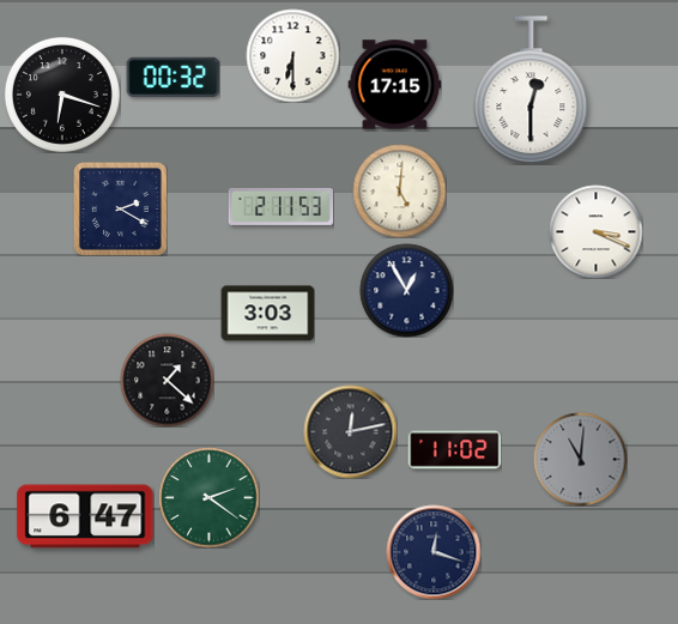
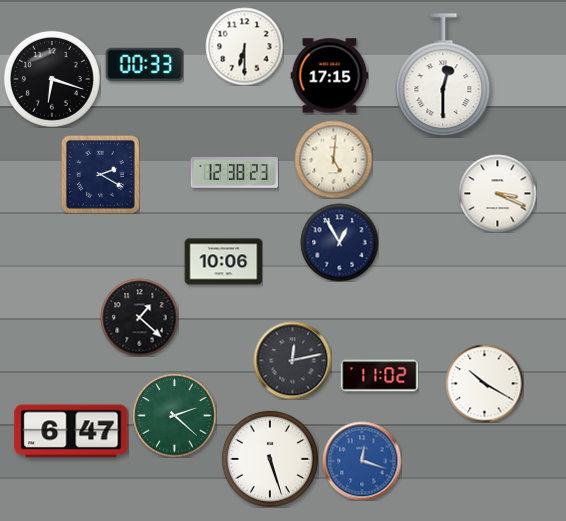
clock at (172, 77): 00:32 -> 00:33
clock at (394, 85) position: (394, 85) -> (329, 76)
clock at (280, 206): 2:11 -> 12:38
clock at (267, 314): 3:03 -> 10:06
clock at (580, 459): 11:01 -> 10:20
clock at (580, 459) dial: grey -> white
clock at (208, 497): 2:21 -> 2:22
clock at (270, 459): none -> 5:27
clock at (434, 552) dial: navy -> blue
